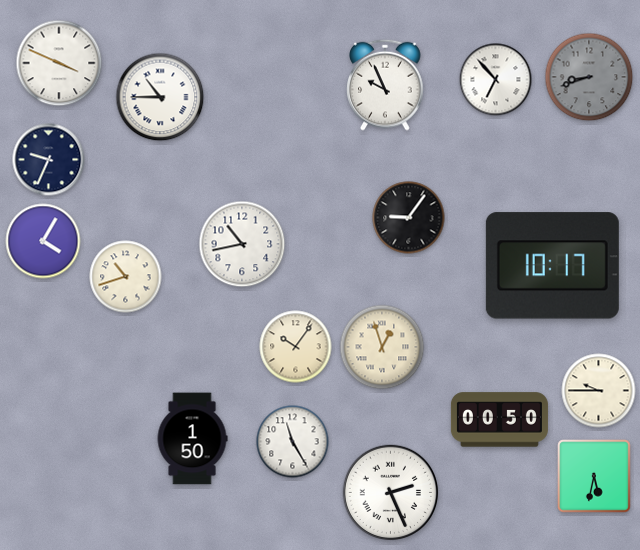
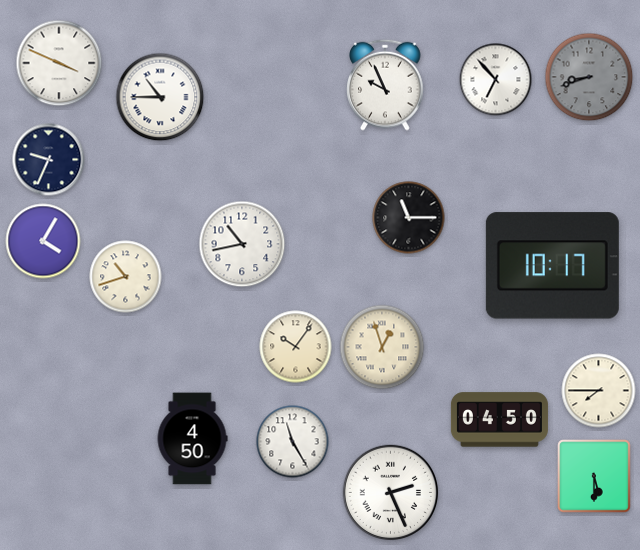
clock at (409, 218): 9:06 -> 11:15
clock at (599, 391): 9:45 -> 7:45
clock at (499, 420): 00:50 -> 04:50
clock at (192, 439): 1:50 -> 4:50
clock at (594, 476): 5:32 -> 5:30
